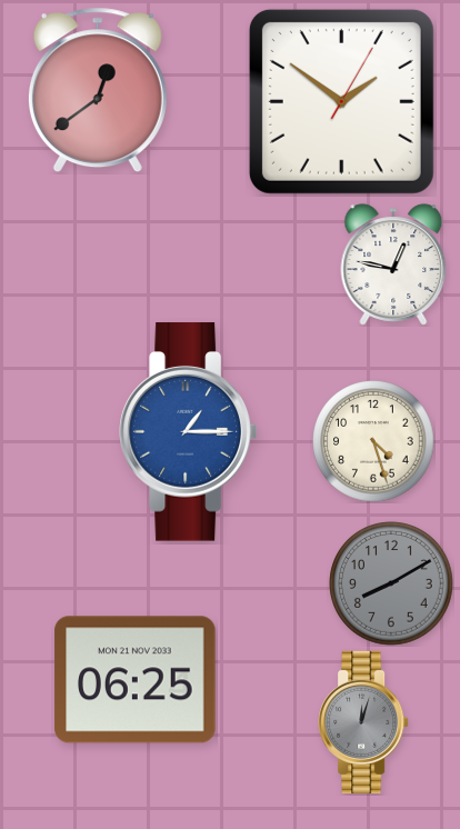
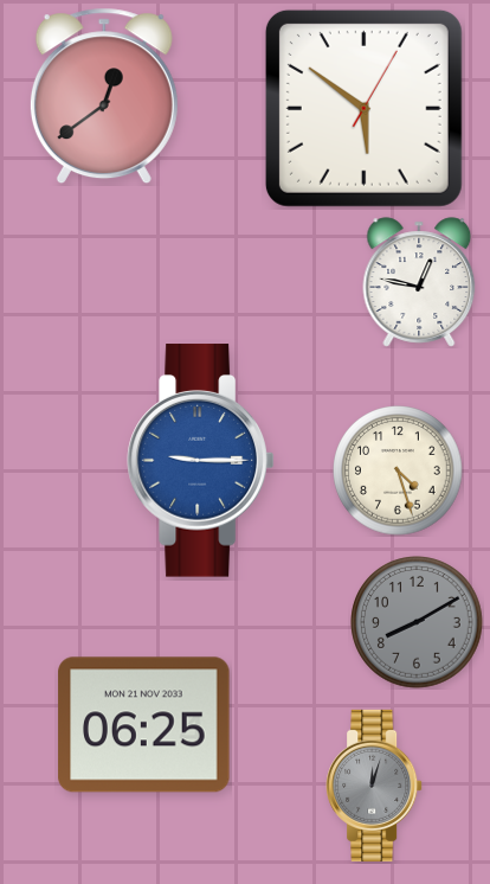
clock at (341, 101): 1:51 -> 5:51
clock at (189, 432): 1:15 -> 9:15
clock at (363, 722) position: (363, 722) -> (374, 786)
